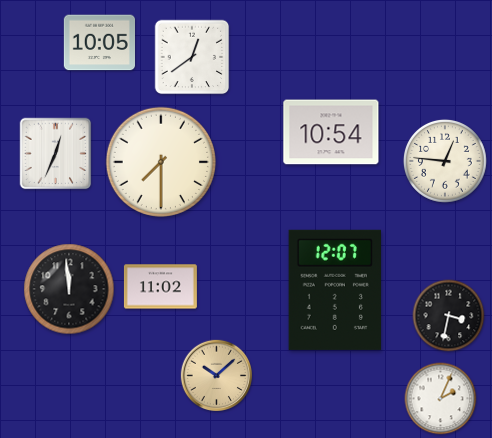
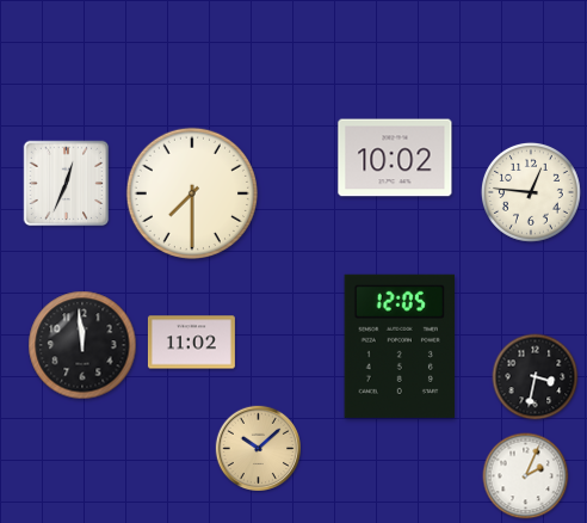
clock at (99, 43): 10:05 -> none
clock at (192, 57): 12:39 -> none
clock at (331, 132): 10:54 -> 10:02
clock at (334, 290): 12:07 -> 12:05
